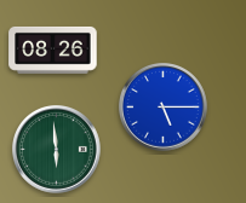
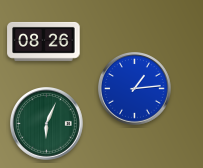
clock at (164, 108): 5:15 -> 1:14
clock at (57, 150): 5:59 -> 6:04
